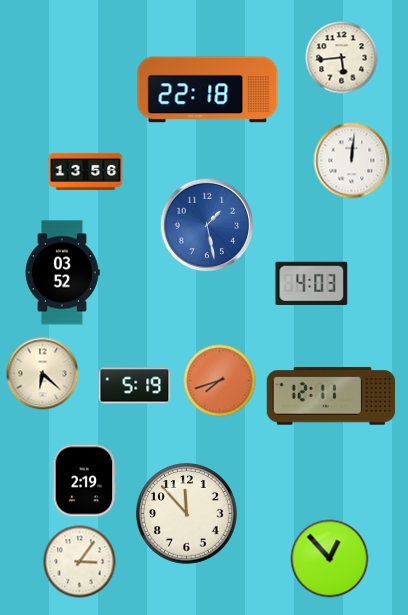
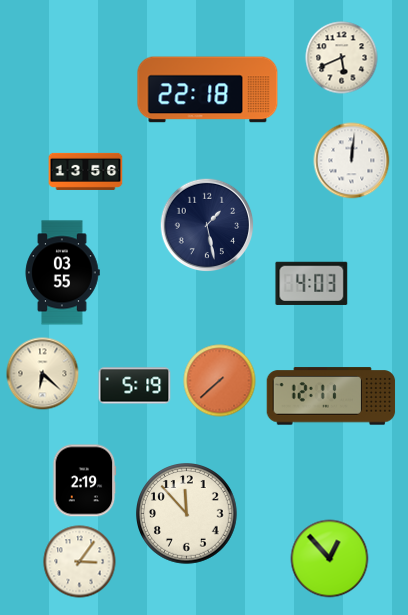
clock at (342, 58): 5:44 -> 5:41
clock at (207, 225) dial: blue -> navy
clock at (62, 273): 03:52 -> 03:55
clock at (220, 381): 7:42 -> 7:38
